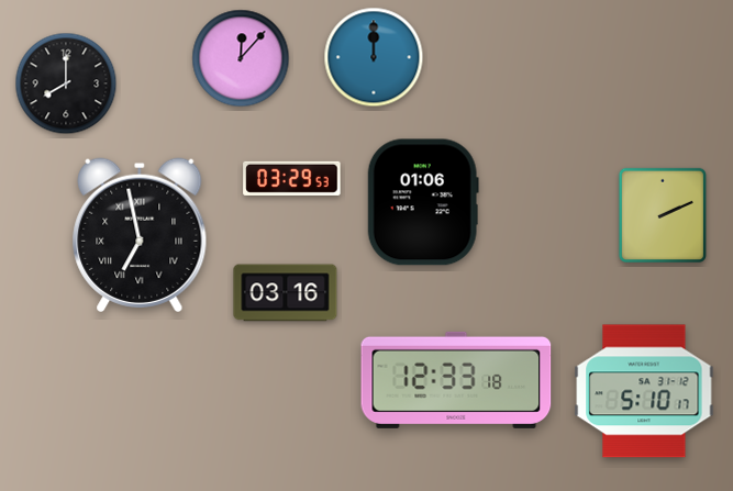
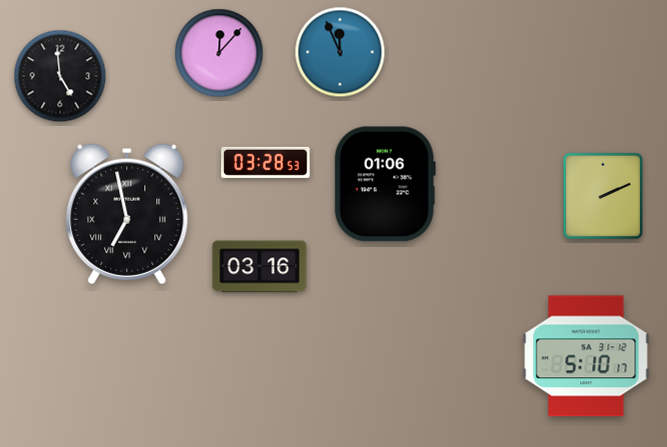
clock at (374, 57): 12:00 -> 11:56
clock at (66, 83): 8:00 -> 4:59
clock at (292, 178): 03:29 -> 03:28
clock at (456, 380): 12:33 -> none
